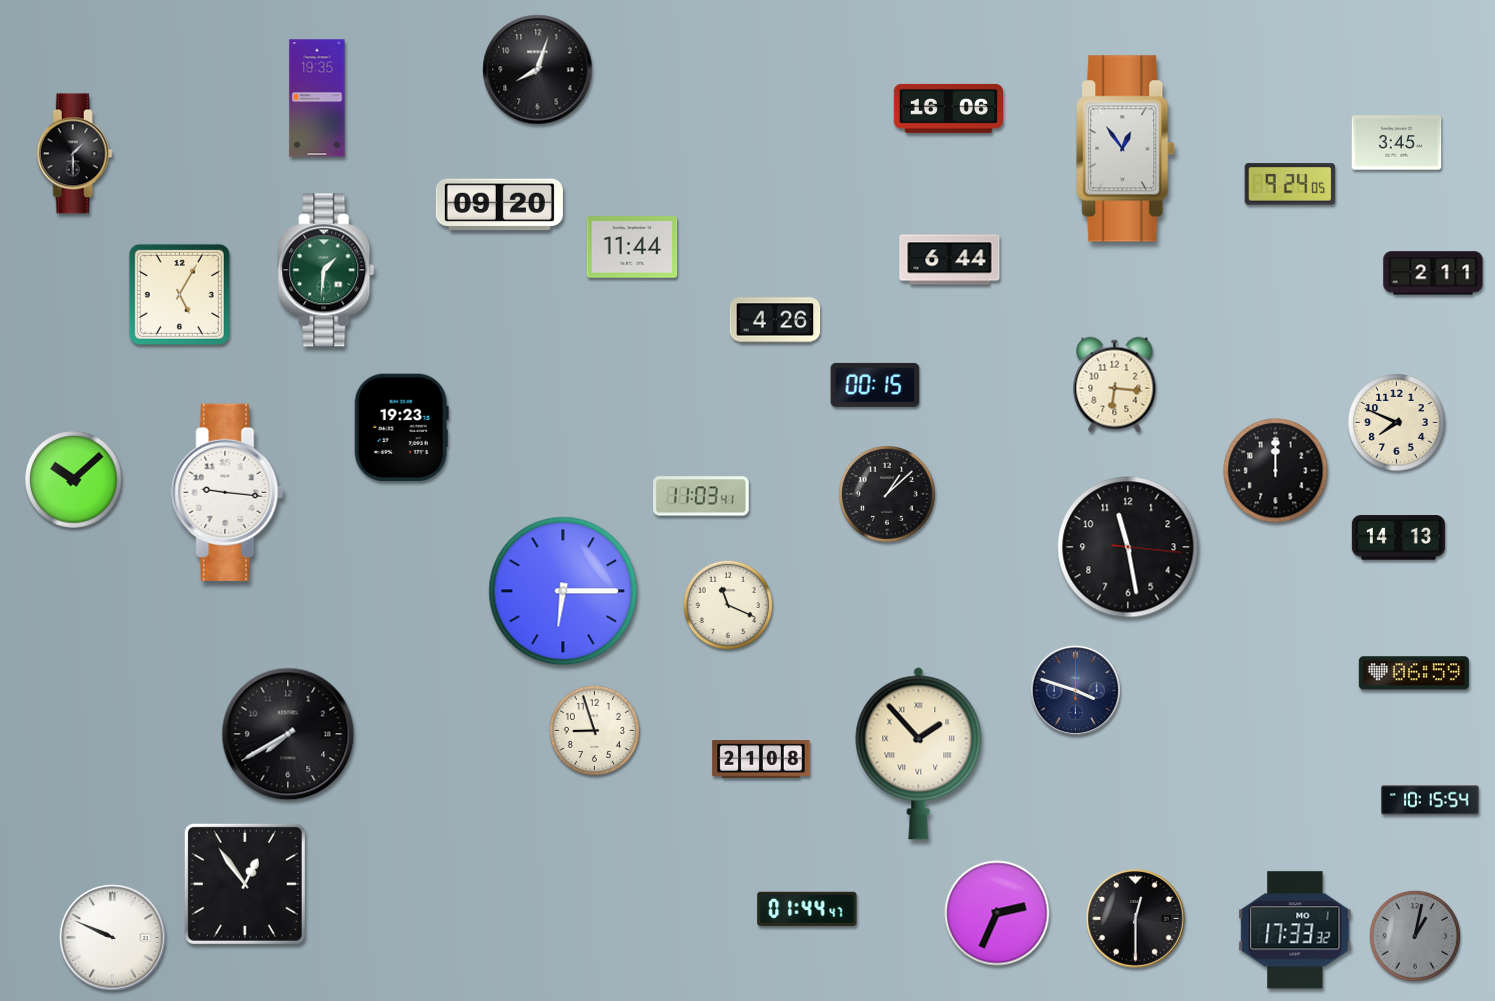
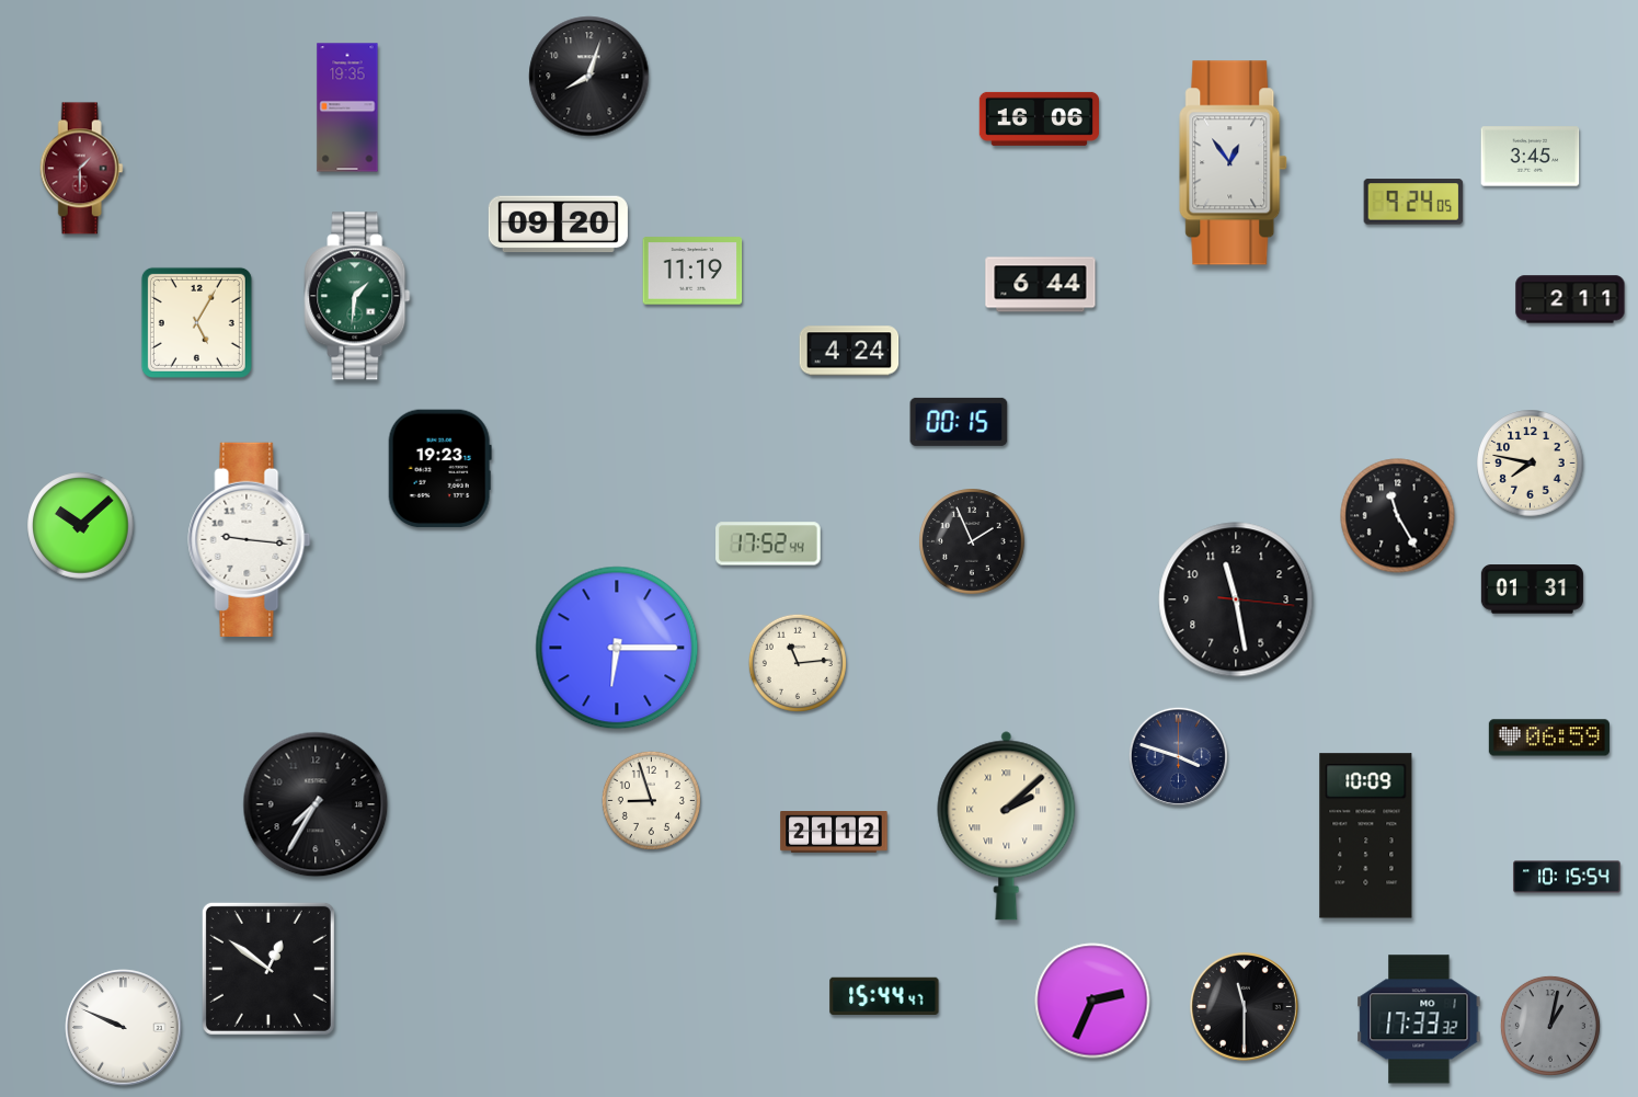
clock at (74, 154) dial: black -> burgundy
clock at (499, 205) position: (499, 205) -> (558, 225)
clock at (632, 247): 11:44 -> 11:19
clock at (775, 320): 4:26 -> 4:24
clock at (1115, 385): 6:16 -> none
clock at (1397, 423): 7:49 -> 7:47
clock at (1276, 471): 12:00 -> 11:25
clock at (887, 494): 1:08 -> 1:56
clock at (702, 496): 11:03 -> 17:52
clock at (1398, 538): 14:13 -> 01:31
clock at (728, 605): 11:19 -> 11:14
clock at (288, 734): 7:40 -> 7:35
clock at (919, 754): 1:53 -> 2:08
clock at (761, 760): 21:08 -> 21:12
clock at (1366, 836): none -> 10:09
clock at (245, 884): 12:54 -> 12:51
clock at (807, 909): 01:44 -> 15:44
clock at (1136, 919): 12:30 -> 11:30
